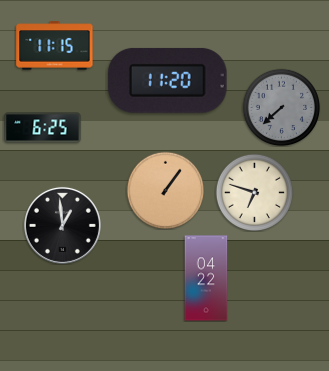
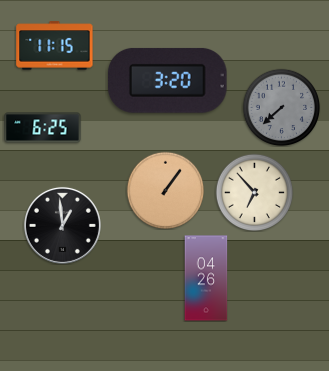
clock at (168, 80): 11:20 -> 3:20
clock at (254, 192): 6:48 -> 6:53
clock at (206, 278): 04:22 -> 04:26
